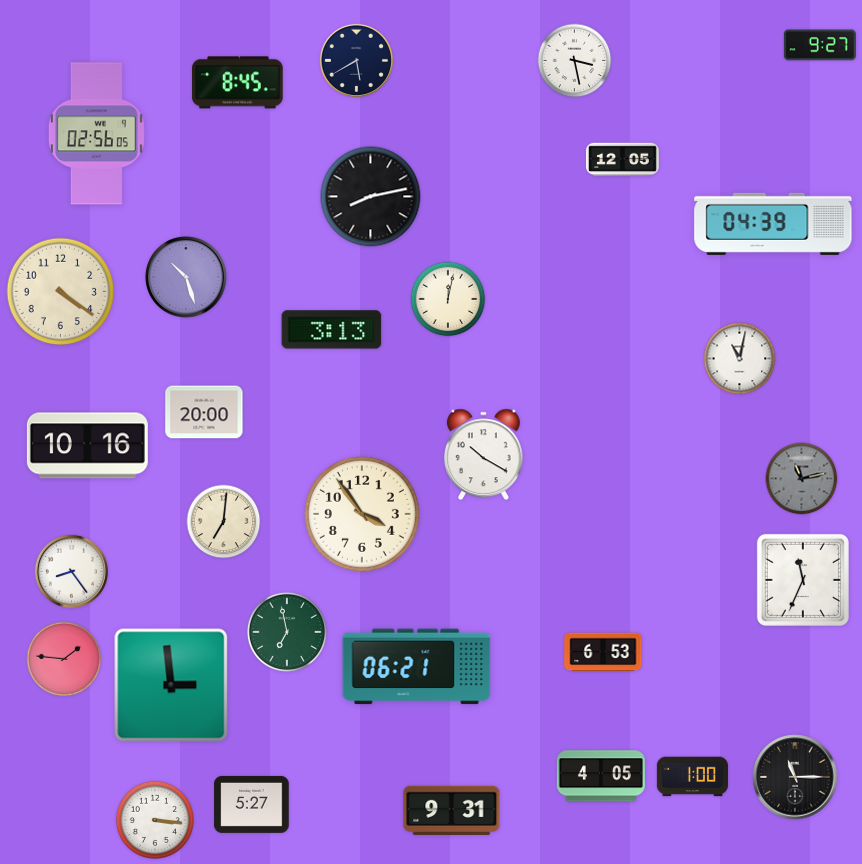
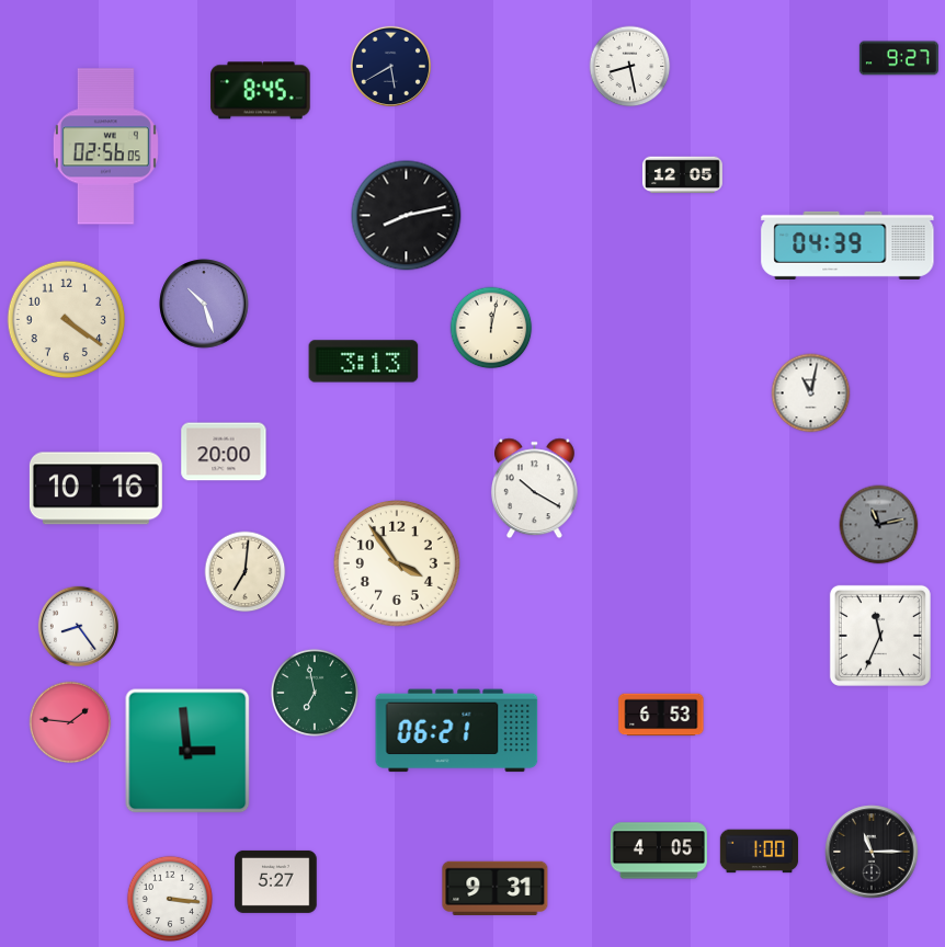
clock at (820, 45) position: (820, 45) -> (899, 58)
clock at (575, 61): 3:28 -> 8:28
clock at (483, 455) position: (483, 455) -> (534, 489)
